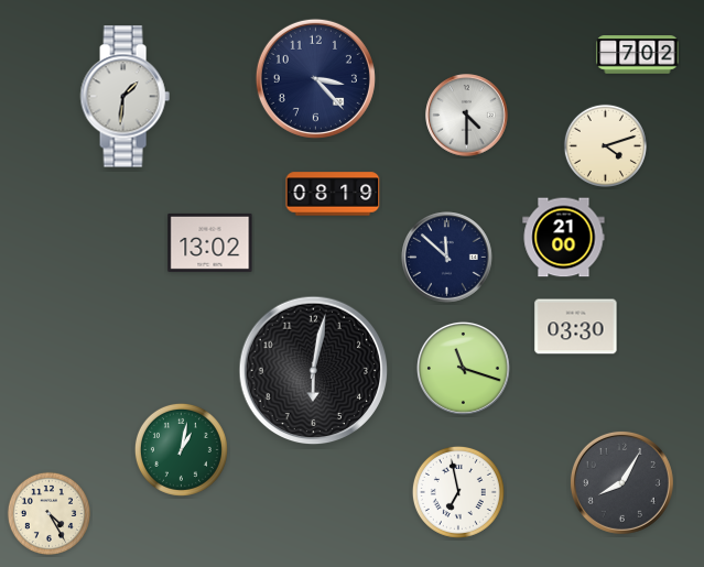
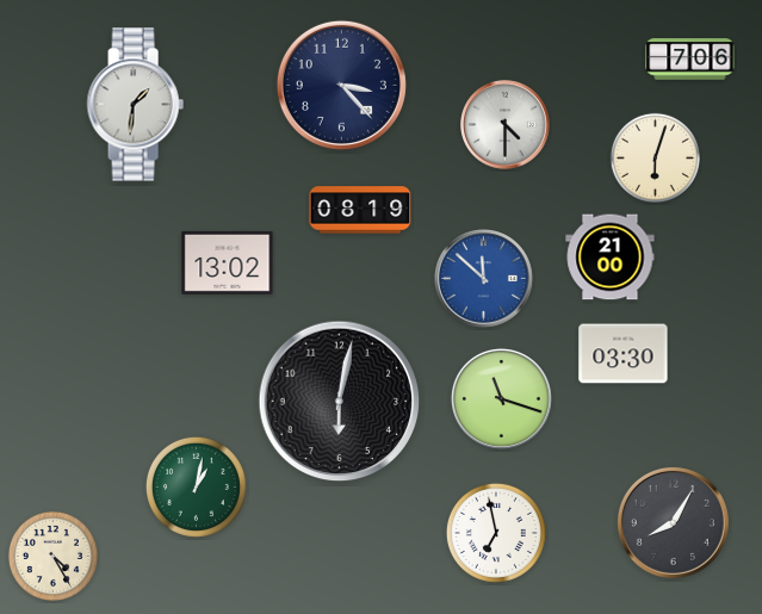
clock at (638, 55): 7:02 -> 7:06
clock at (605, 145): 4:12 -> 6:03
clock at (447, 258) dial: navy -> blue
